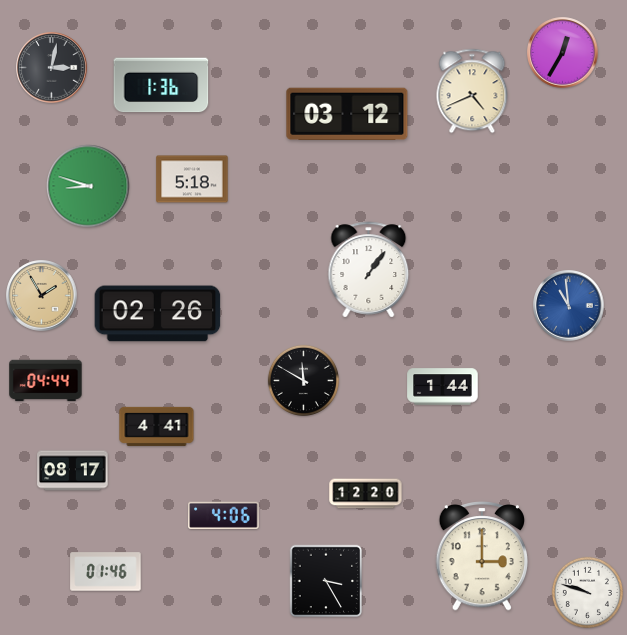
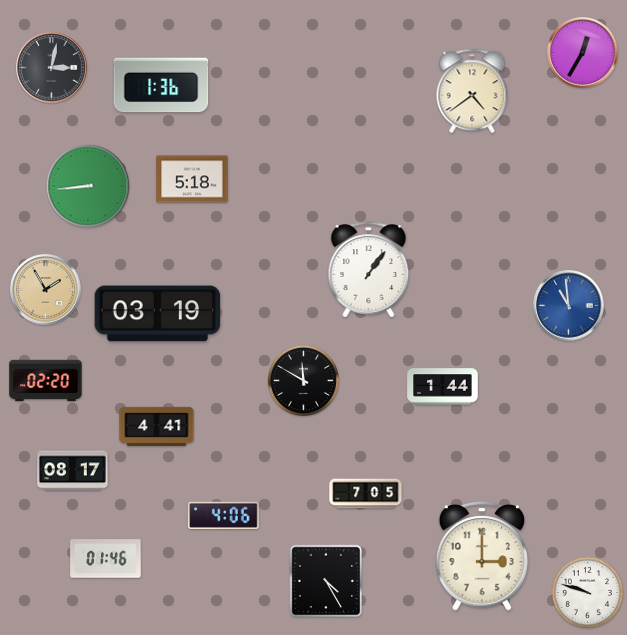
clock at (563, 53) position: (563, 53) -> (583, 53)
clock at (472, 91): 4:41 -> 4:39
clock at (347, 114): 03:12 -> none
clock at (88, 186): 8:48 -> 8:44
clock at (42, 296) position: (42, 296) -> (46, 290)
clock at (158, 314): 02:26 -> 03:19
clock at (46, 381): 04:44 -> 02:20
clock at (366, 494): 12:20 -> 7:05
clock at (106, 572) position: (106, 572) -> (106, 559)
clock at (326, 581): 3:25 -> 4:25
